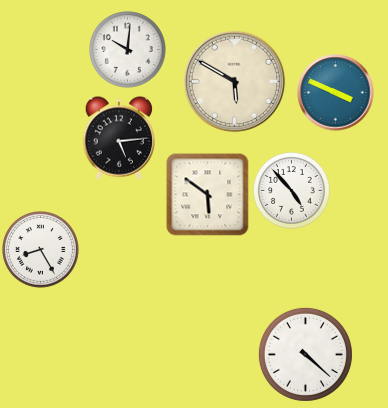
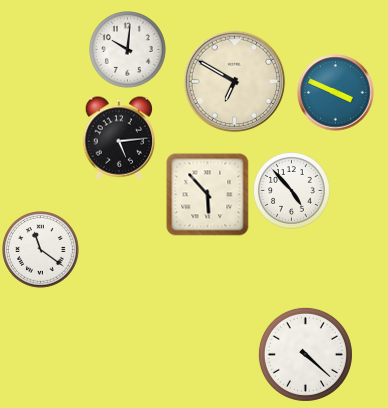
clock at (235, 82): 5:50 -> 6:50
clock at (208, 195): 5:51 -> 5:53
clock at (41, 250): 8:25 -> 11:21
